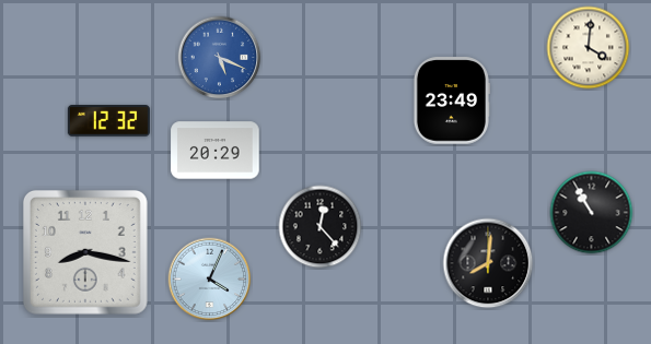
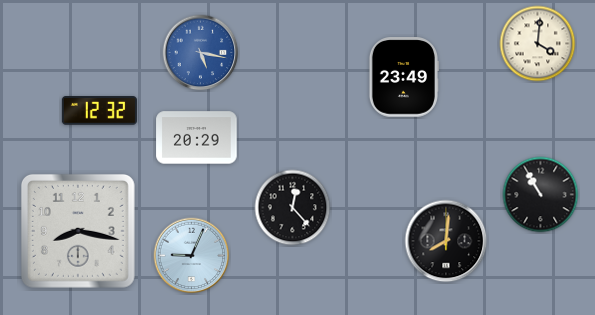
clock at (220, 58): 5:19 -> 5:17
clock at (451, 100) position: (451, 100) -> (403, 77)
clock at (210, 280): 4:04 -> 9:04
